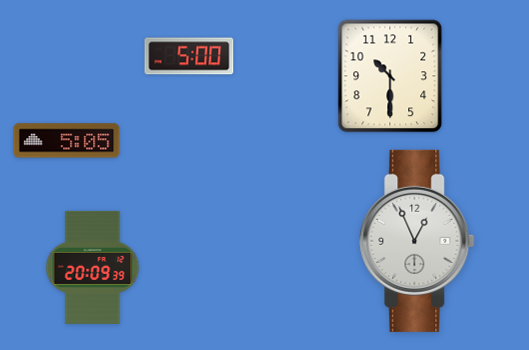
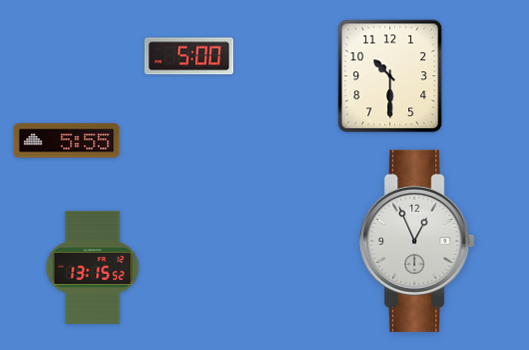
clock at (67, 141): 5:05 -> 5:55
clock at (93, 267): 20:09 -> 13:15
